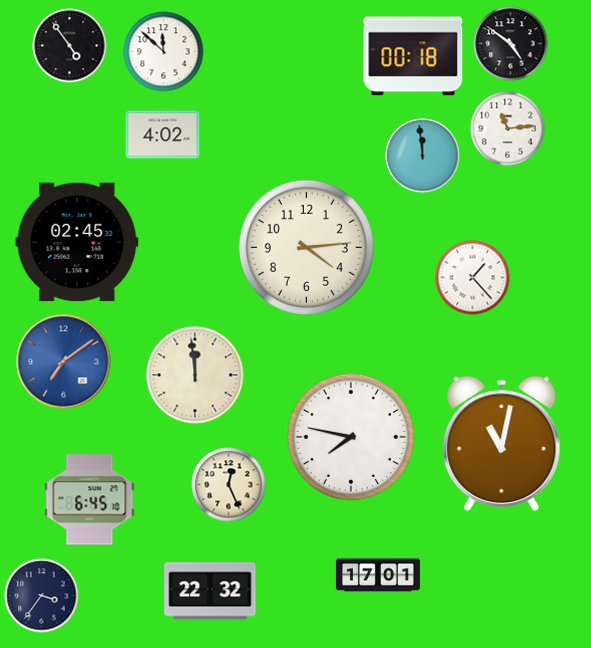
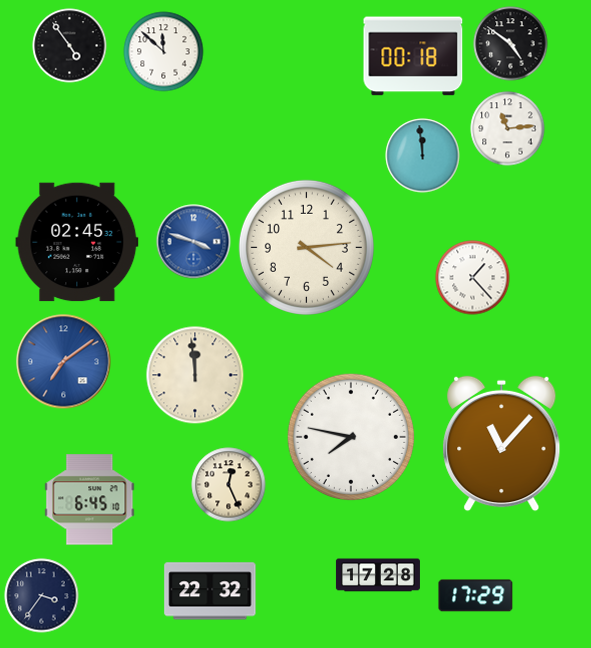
clock at (163, 135): 4:02 -> none
clock at (194, 242): none -> 3:48
clock at (502, 444): 11:02 -> 11:07
clock at (378, 575): 17:01 -> 17:28
clock at (476, 596): none -> 17:29
